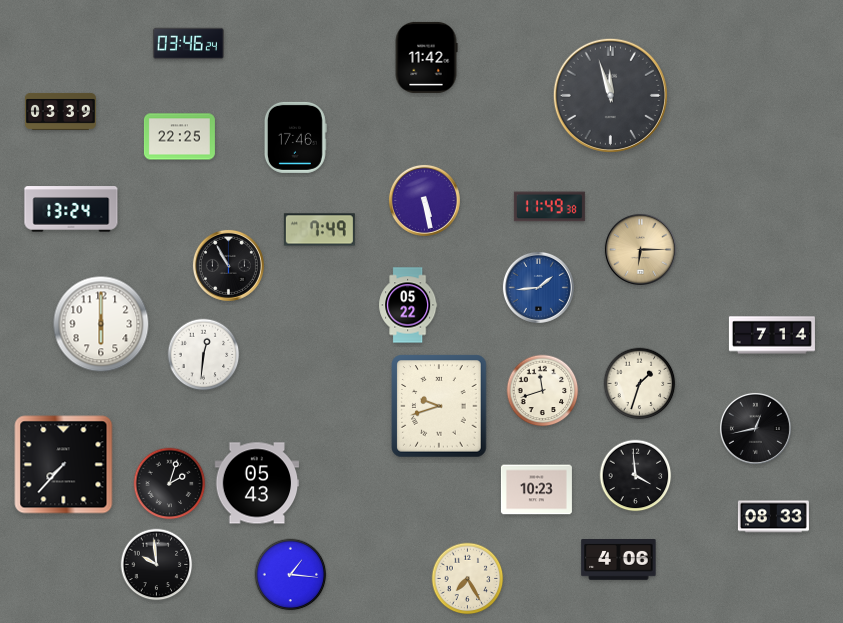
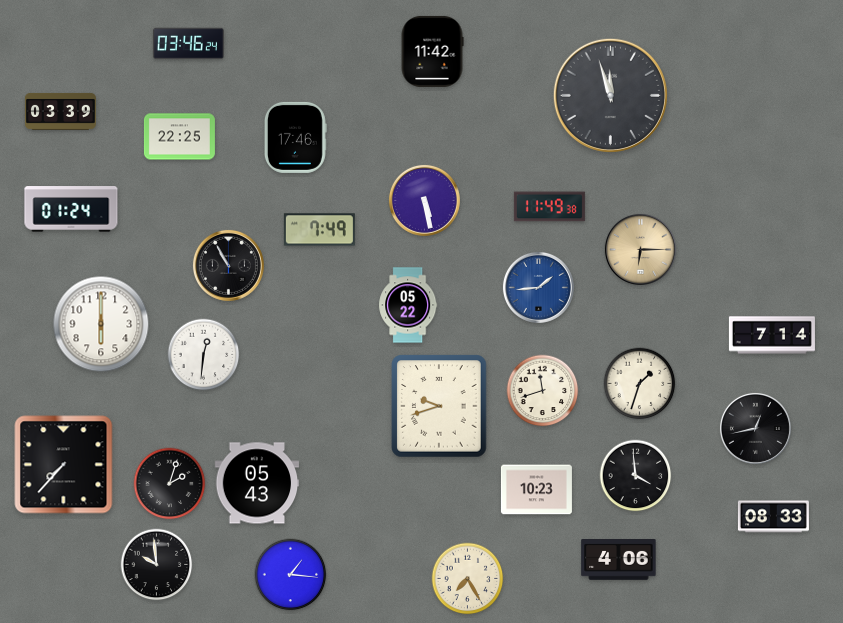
clock at (426, 57) position: (426, 57) -> (432, 51)
clock at (71, 209): 13:24 -> 01:24
